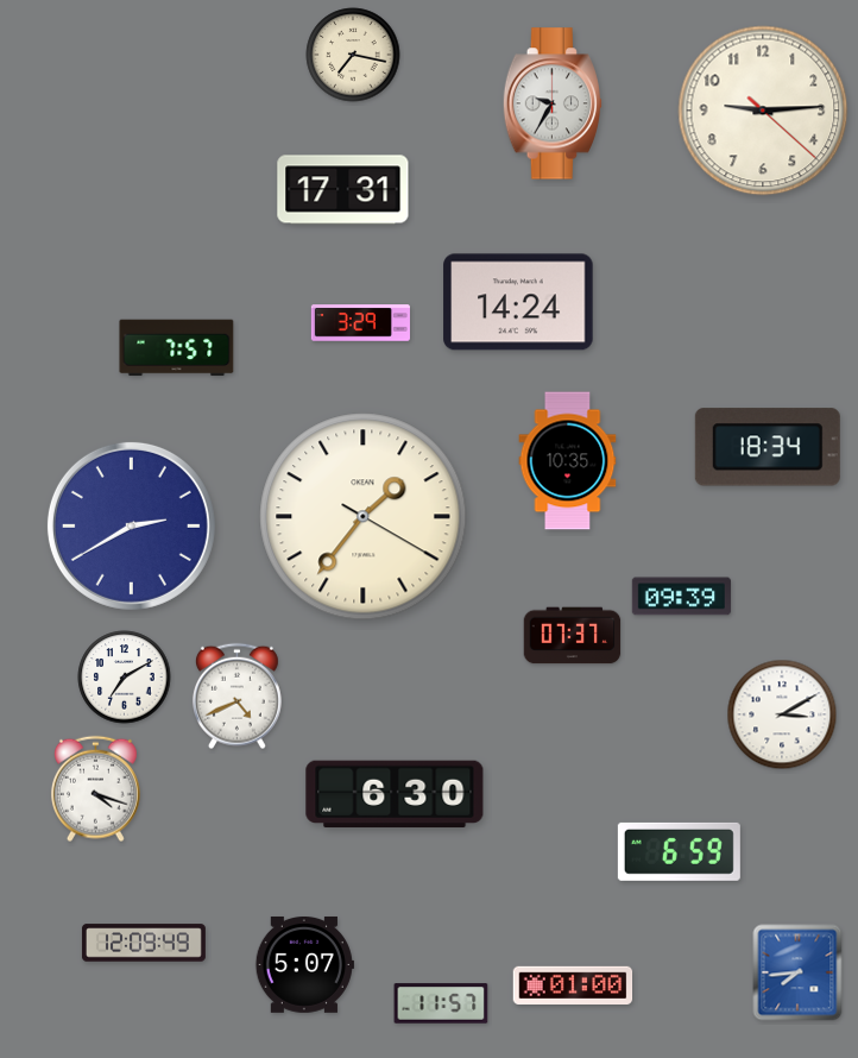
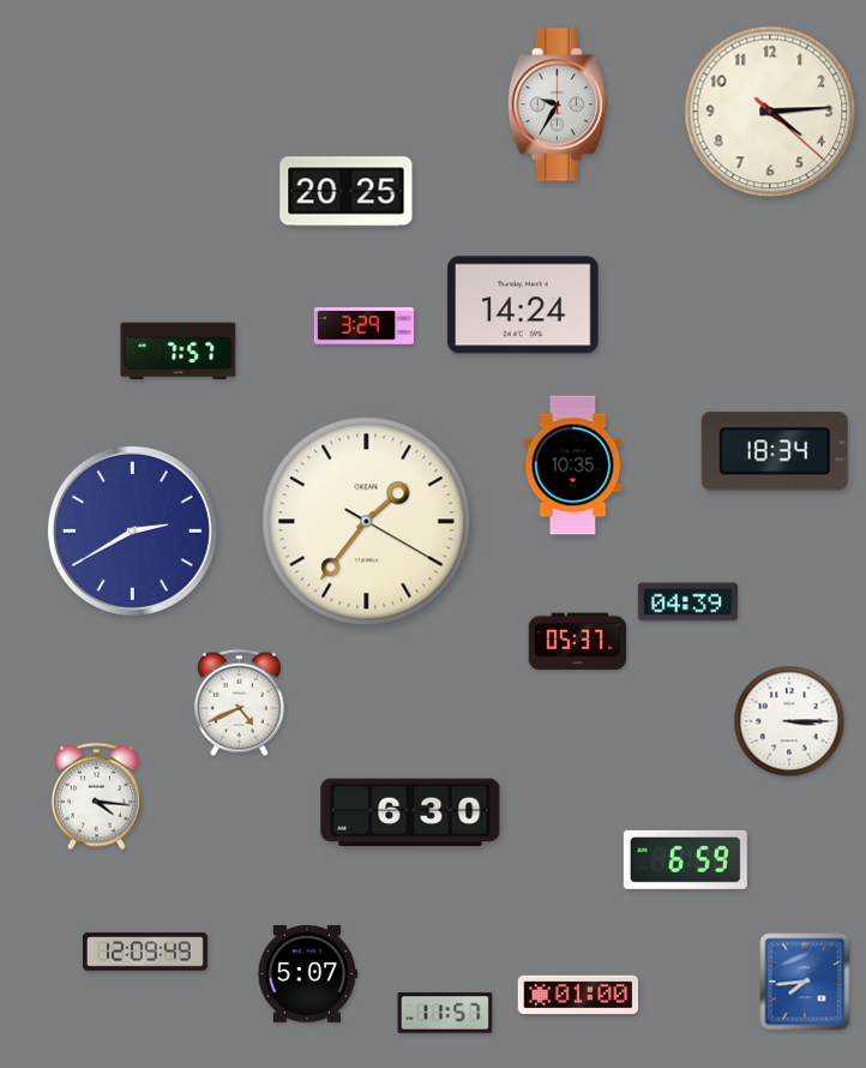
clock at (353, 55): 7:17 -> none
clock at (763, 111): 9:14 -> 4:14
clock at (343, 190): 17:31 -> 20:25
clock at (681, 597): 09:39 -> 04:39
clock at (573, 636): 07:37 -> 05:37
clock at (125, 678): 7:10 -> none
clock at (782, 714): 3:10 -> 3:15
clock at (95, 789): 4:18 -> 4:16
clock at (395, 794) position: (395, 794) -> (410, 812)
